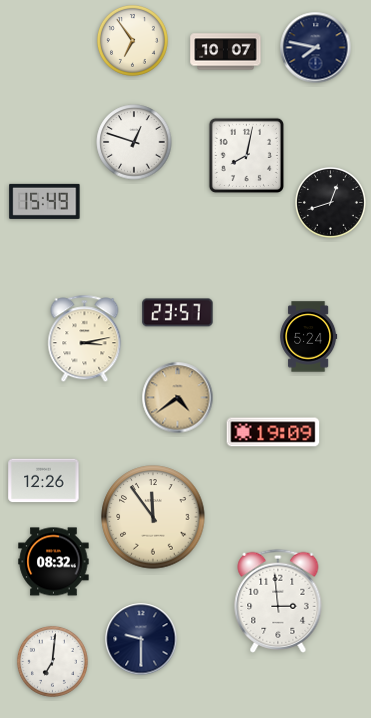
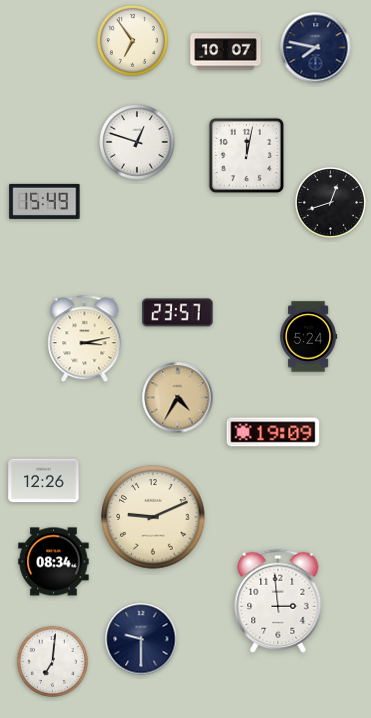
clock at (134, 142) position: (134, 142) -> (137, 142)
clock at (246, 155): 8:02 -> 12:02
clock at (178, 398): 4:39 -> 4:35
clock at (153, 517): 11:54 -> 9:11
clock at (54, 562): 08:32 -> 08:34
